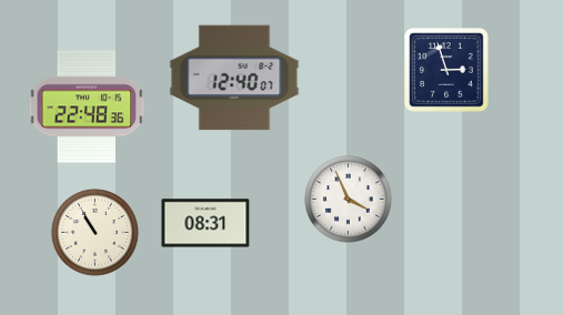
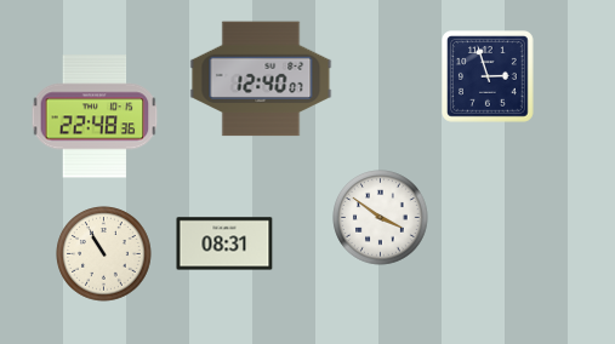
clock at (234, 78) position: (234, 78) -> (261, 79)
clock at (349, 200): 3:56 -> 3:51
